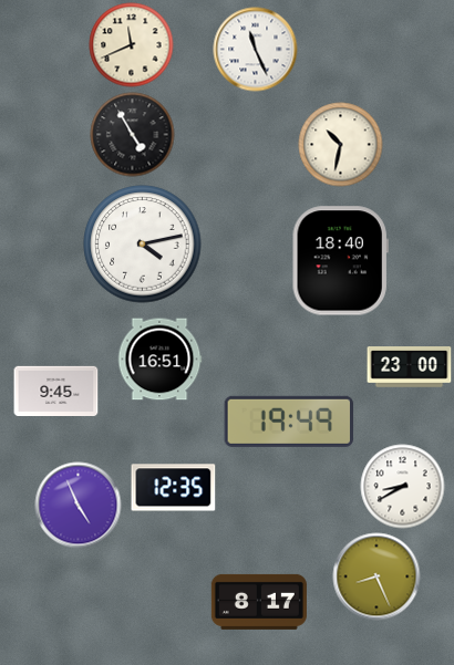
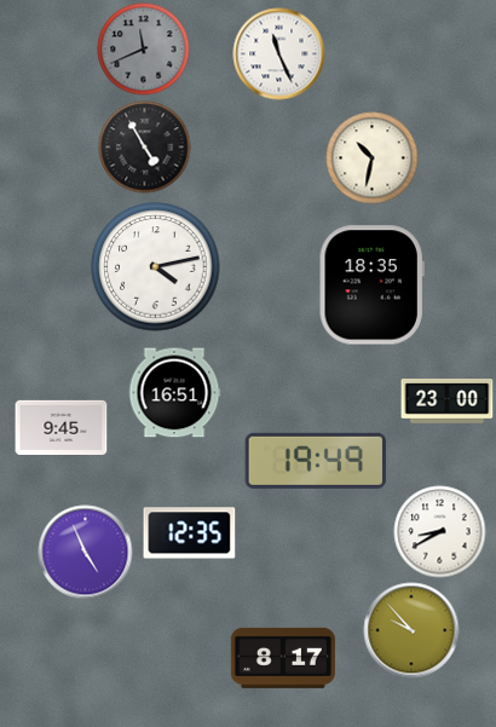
clock at (132, 45) dial: cream -> grey
clock at (340, 261): 18:40 -> 18:35
clock at (376, 576): 8:26 -> 9:53
